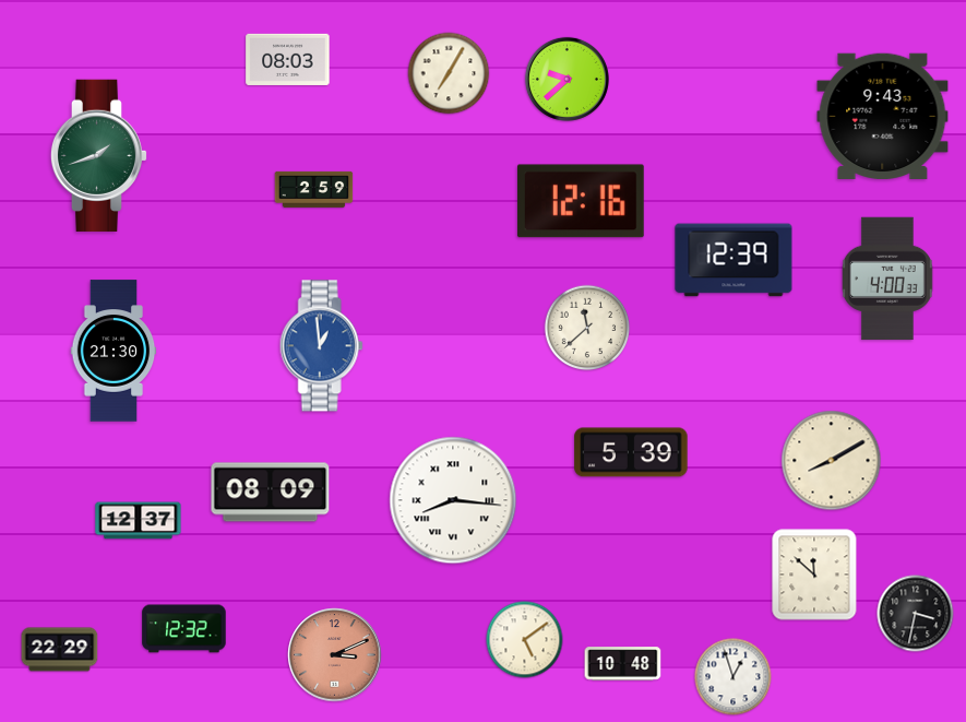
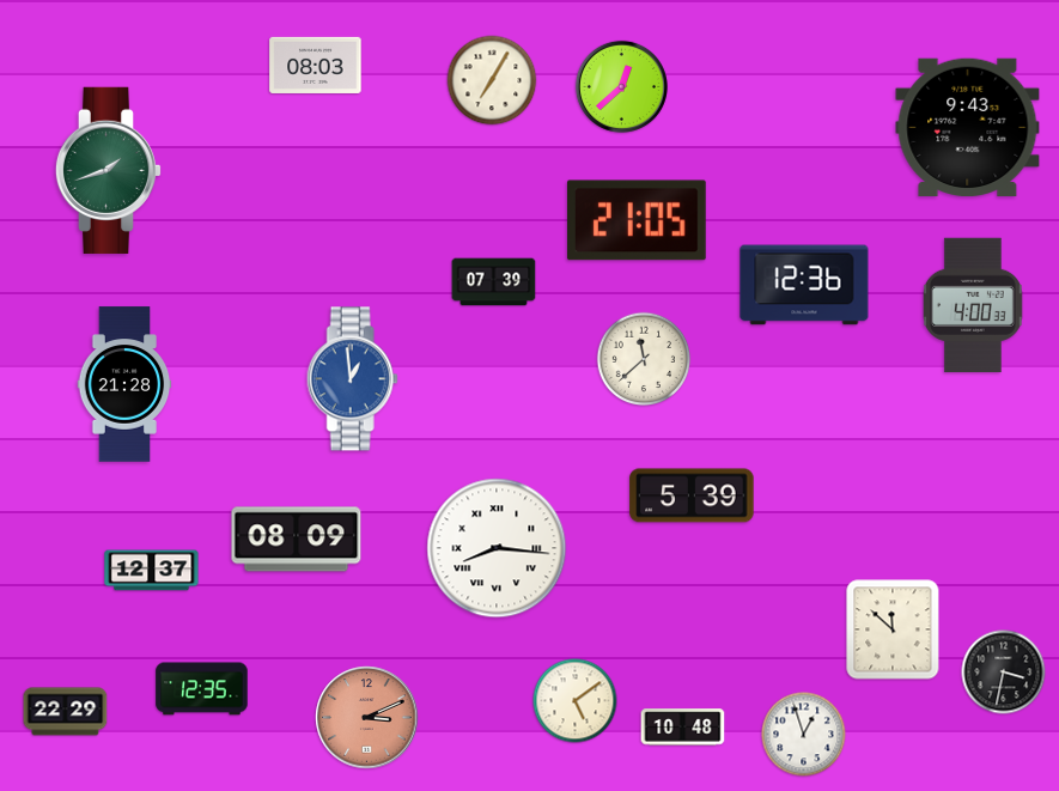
clock at (567, 79): 9:38 -> 12:38
clock at (314, 189): 2:59 -> none
clock at (581, 201): 12:16 -> 21:05
clock at (494, 282): none -> 07:39
clock at (734, 260): 12:39 -> 12:36
clock at (114, 351): 21:30 -> 21:28
clock at (832, 461): 8:10 -> none
clock at (184, 629): 12:32 -> 12:35
clock at (734, 677) position: (734, 677) -> (804, 735)
